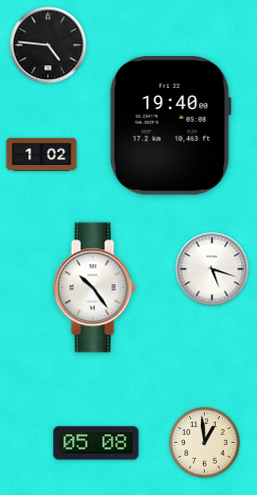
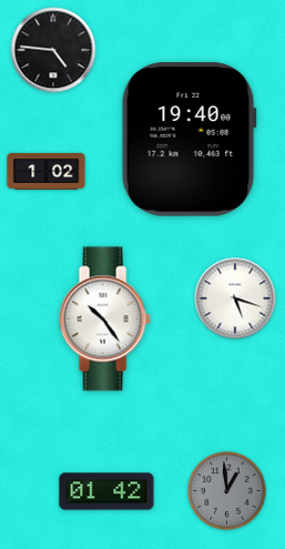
clock at (96, 443): 05:08 -> 01:42
clock at (205, 443) dial: cream -> grey
